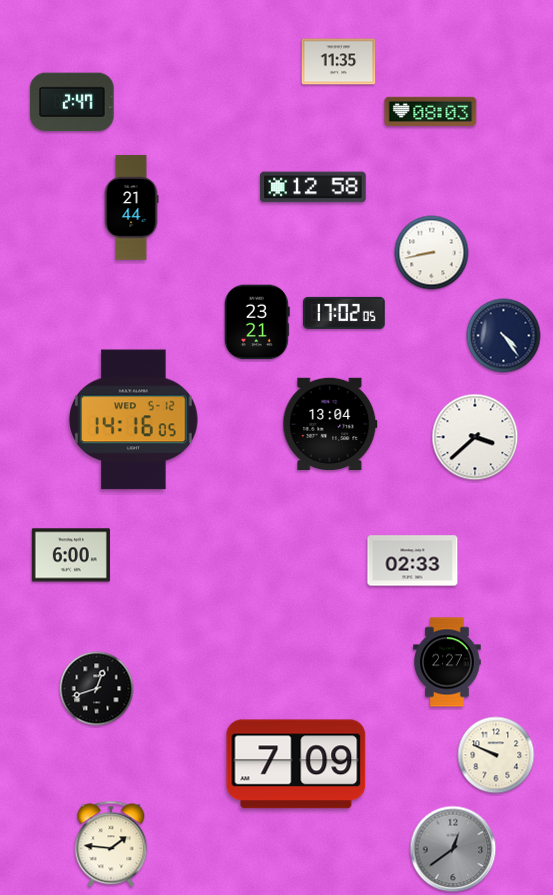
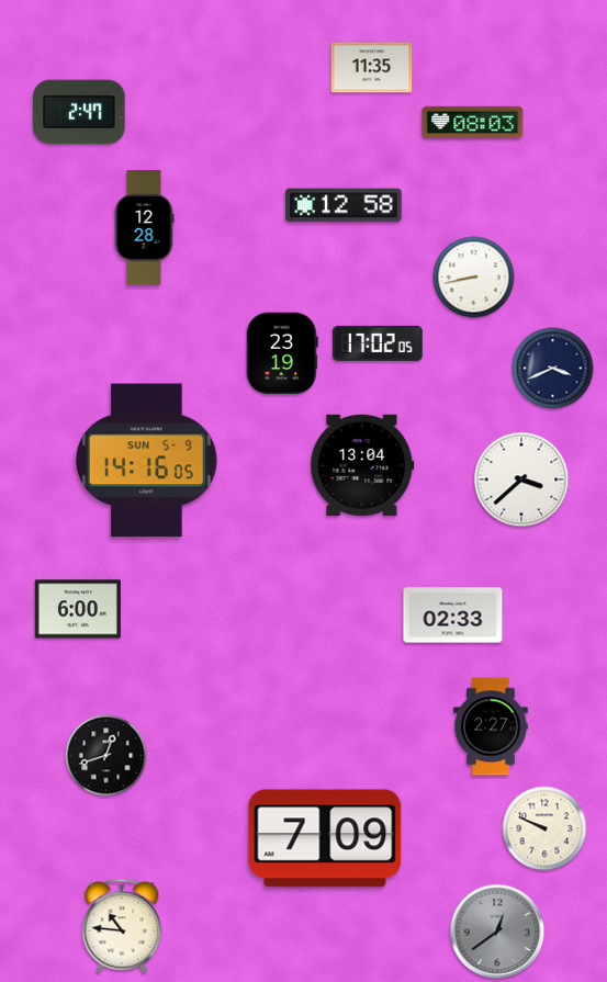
clock at (131, 208): 21:44 -> 12:28
clock at (257, 322): 23:21 -> 23:19
clock at (504, 336): 4:24 -> 3:41
clock at (134, 420) date: WED 5-12 -> SUN 5-9
clock at (111, 844): 1:46 -> 10:46
